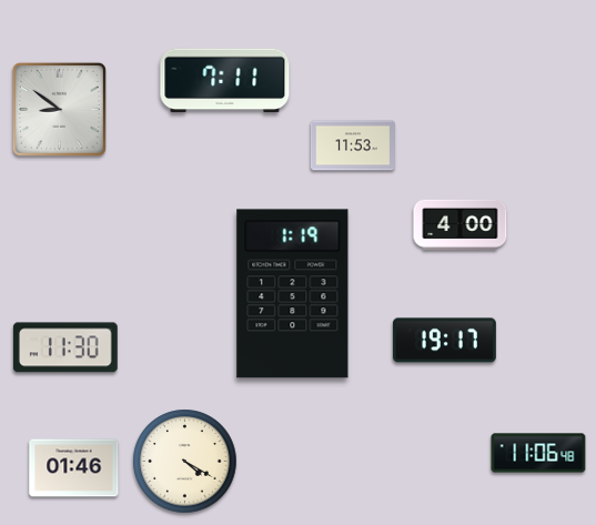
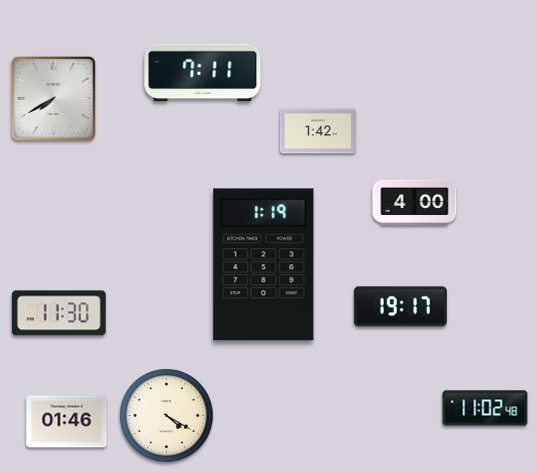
clock at (59, 109): 8:51 -> 7:40
clock at (353, 145): 11:53 -> 1:42
clock at (538, 453): 11:06 -> 11:02
